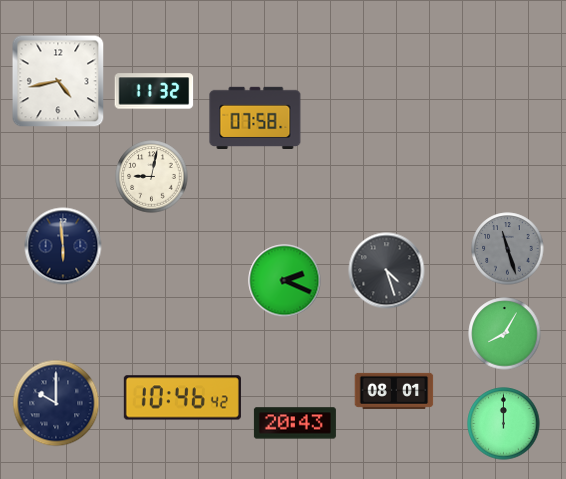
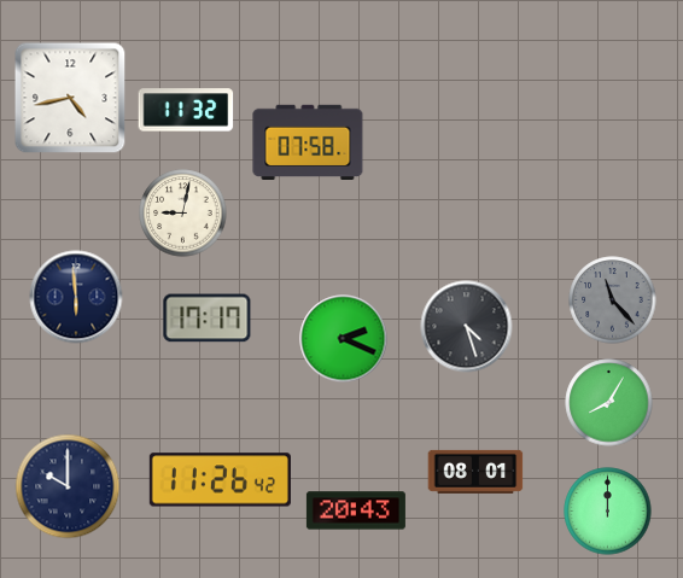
clock at (508, 249): 11:27 -> 11:23
clock at (208, 319): none -> 17:17
clock at (182, 398): 10:46 -> 11:26
